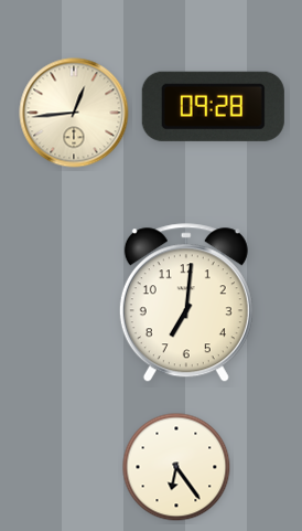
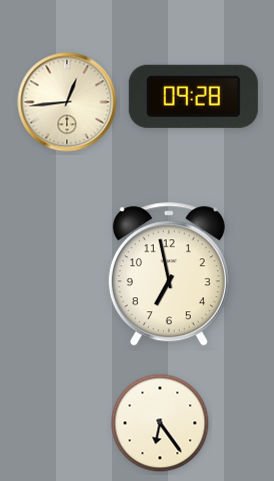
clock at (186, 304): 7:01 -> 6:58
